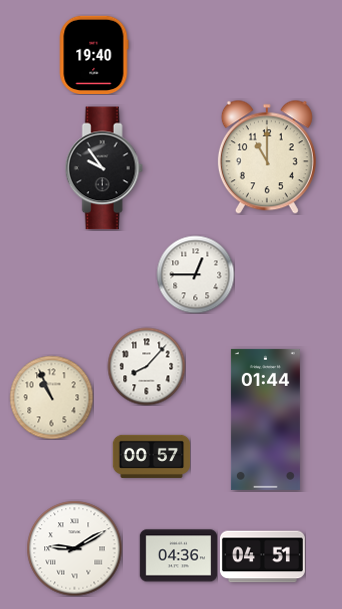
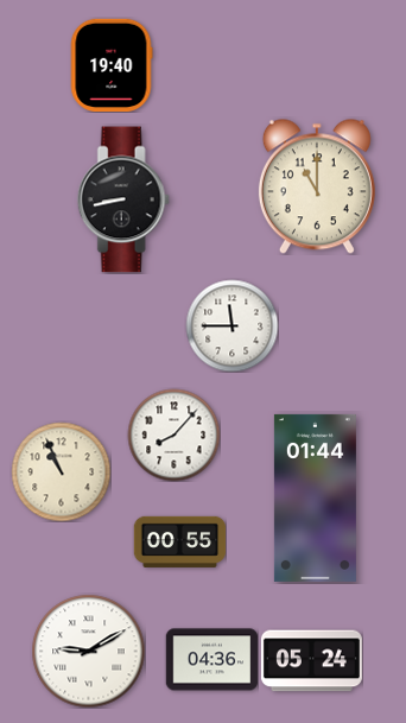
clock at (104, 168): 9:54 -> 8:43
clock at (195, 274): 12:45 -> 11:45
clock at (151, 456): 00:57 -> 00:55
clock at (262, 557): 04:51 -> 05:24
